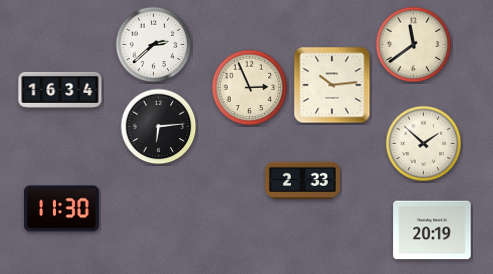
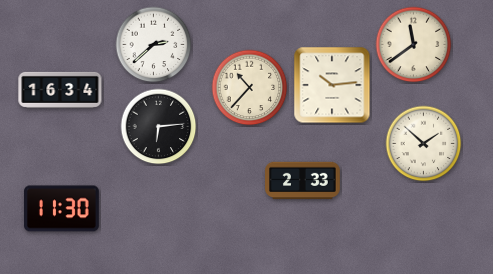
clock at (250, 88): 2:56 -> 10:37
clock at (432, 230): 20:19 -> none
